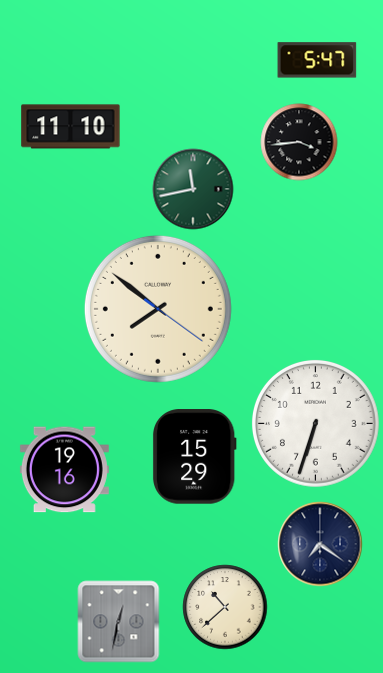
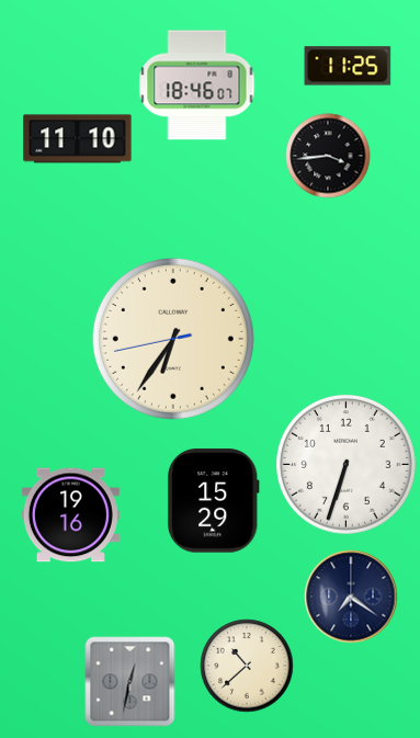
clock at (317, 60): 5:47 -> 11:25
clock at (197, 86): none -> 18:46
clock at (193, 189): 11:43 -> none
clock at (158, 309): 7:51 -> 6:35
